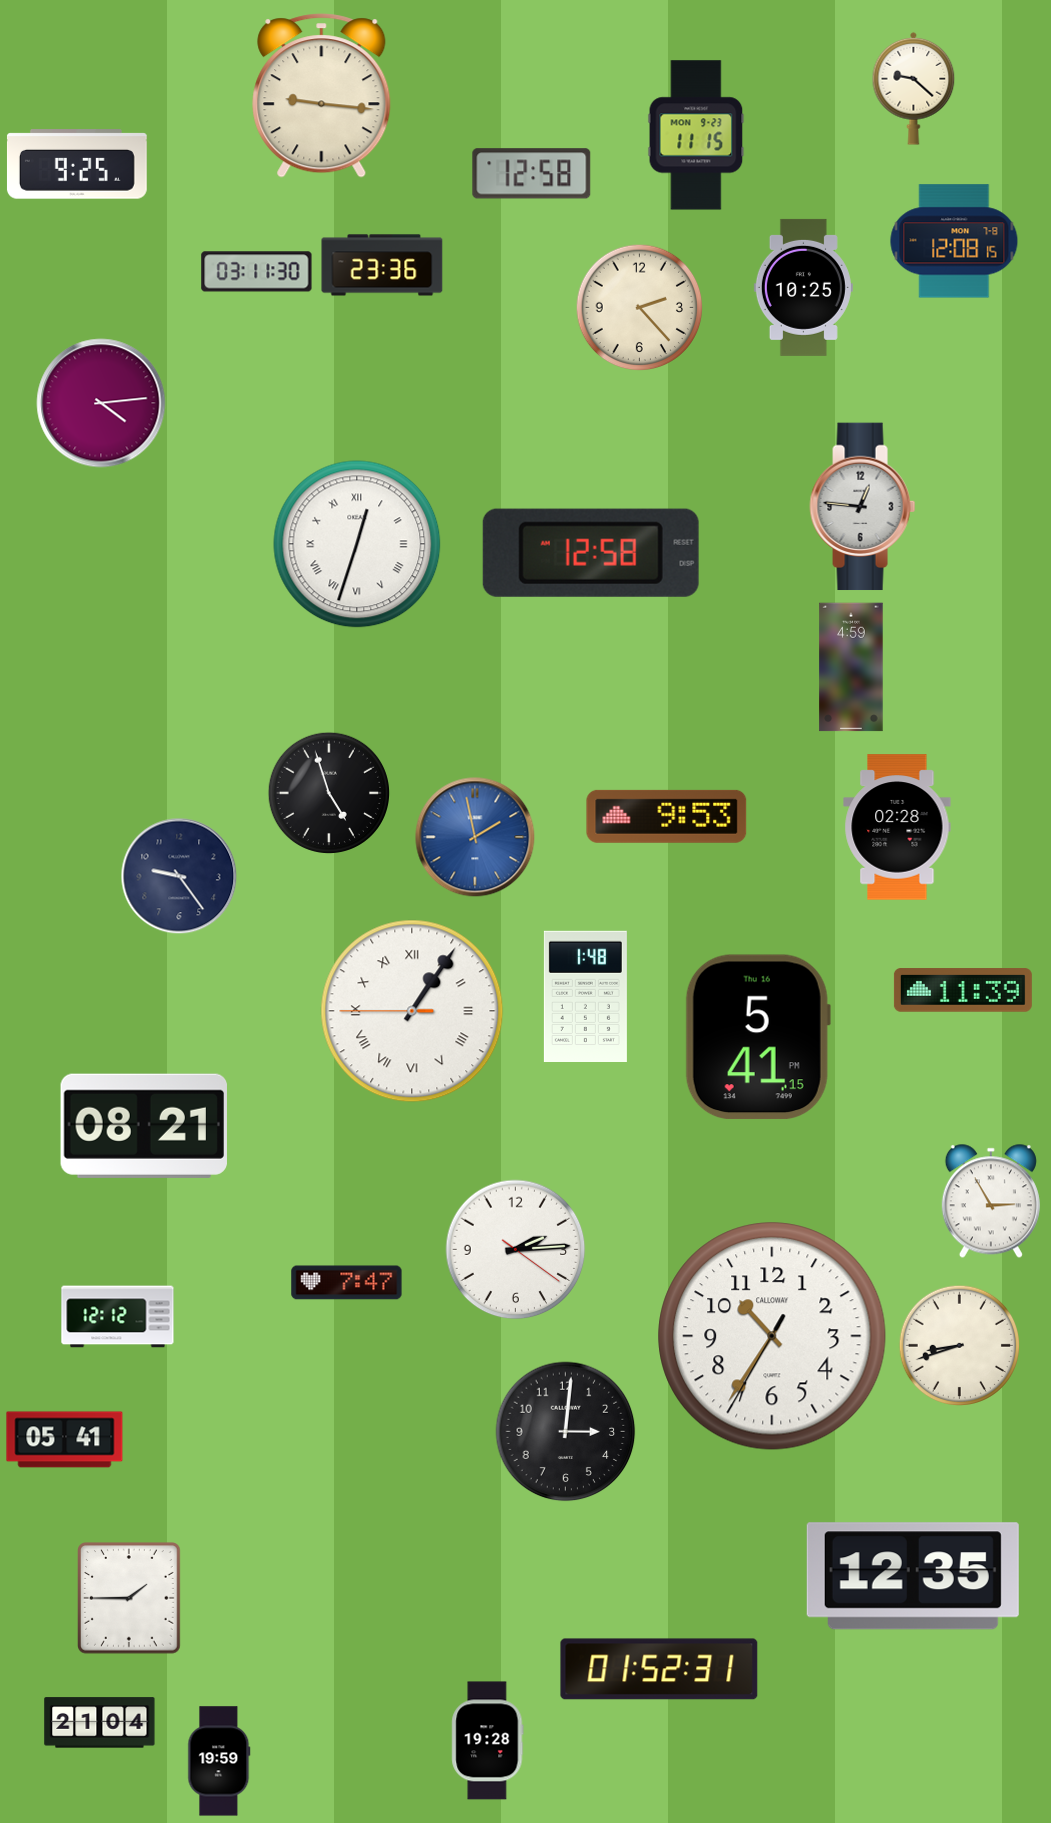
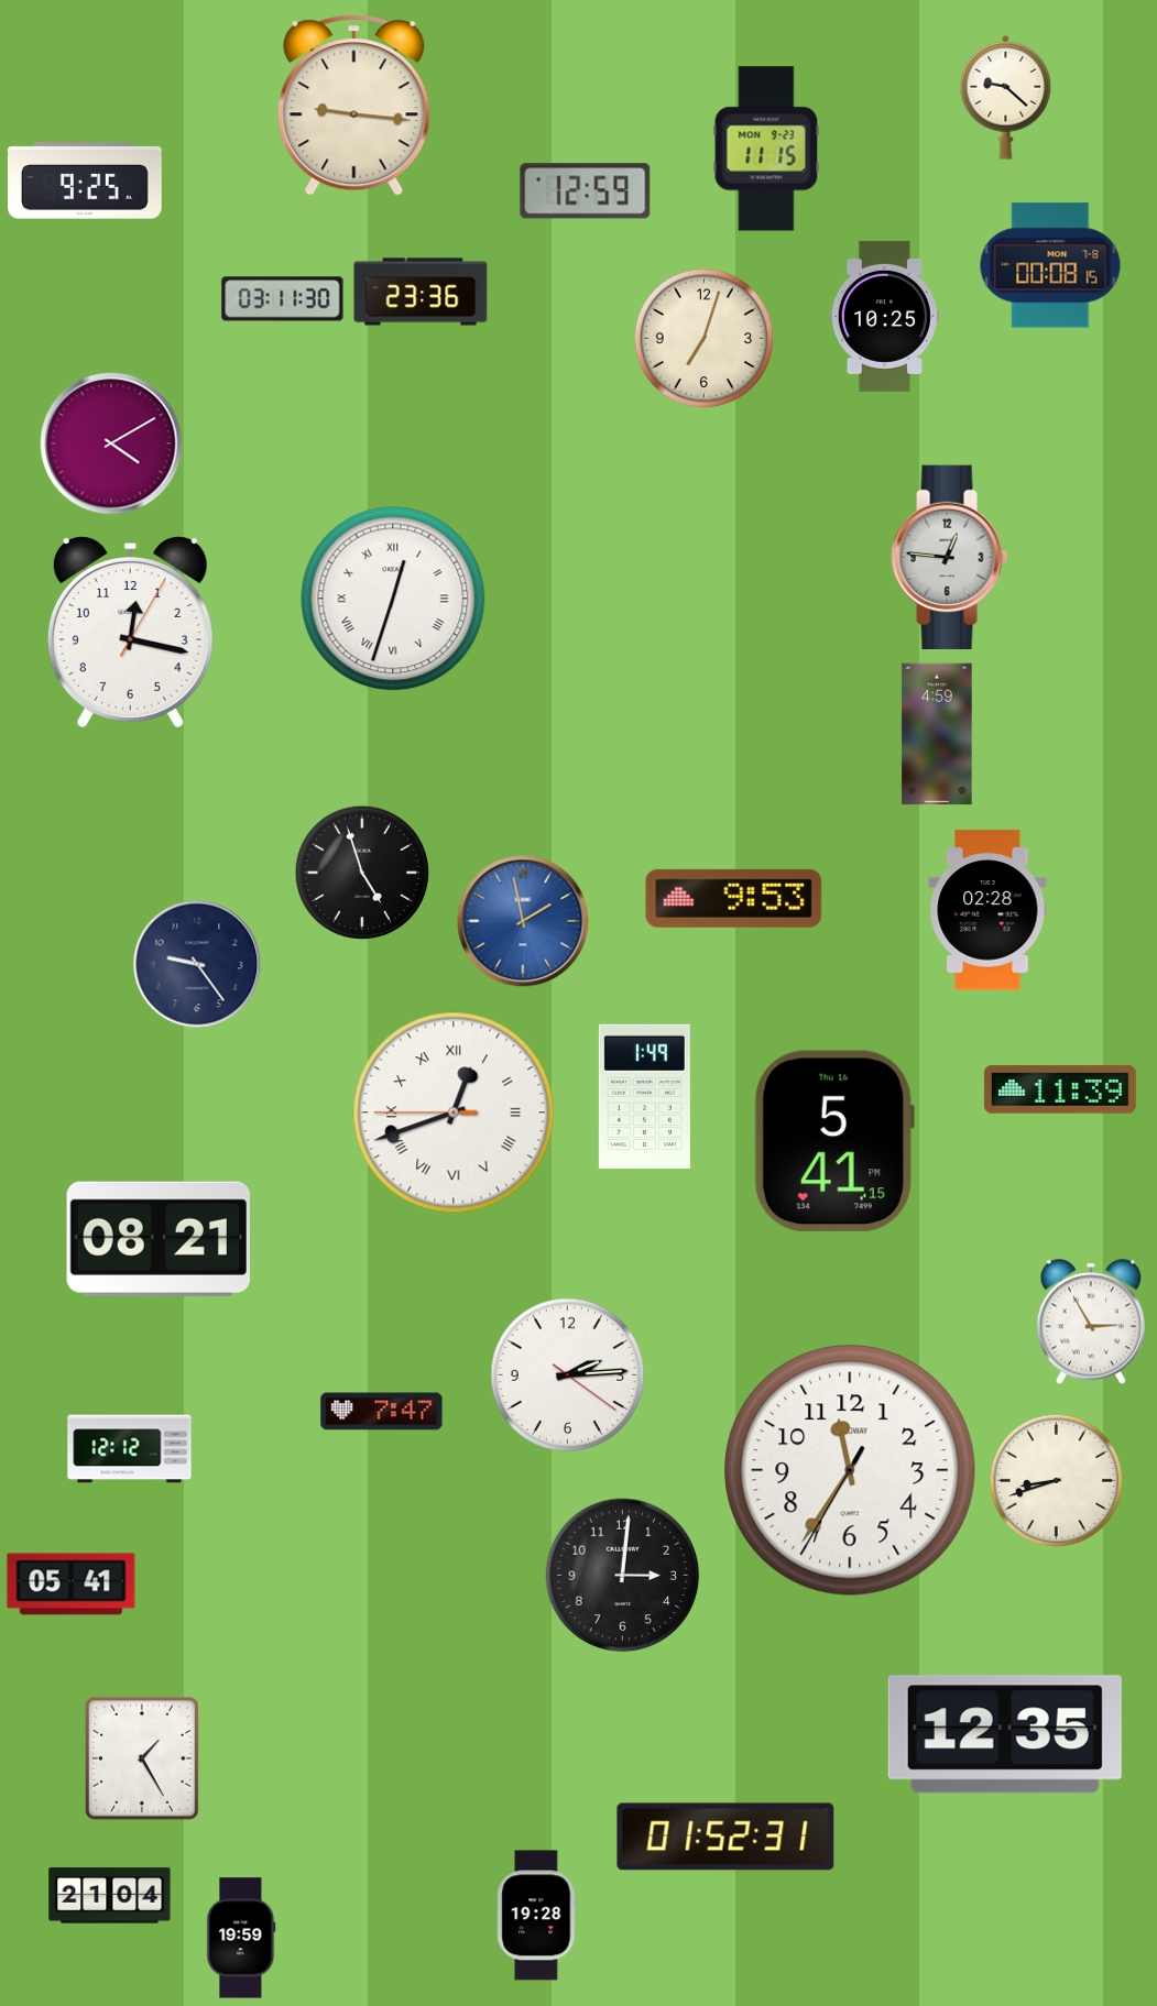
clock at (532, 174): 12:58 -> 12:59
clock at (954, 241): 12:08 -> 00:08
clock at (640, 308): 2:23 -> 7:03
clock at (101, 403): 4:14 -> 4:10
clock at (591, 553): 12:58 -> none
clock at (130, 633): none -> 12:17
clock at (585, 996): 1:48 -> 1:49
clock at (412, 1011): 1:05 -> 12:41
clock at (772, 1336): 10:35 -> 11:35
clock at (130, 1598): 1:45 -> 1:25
